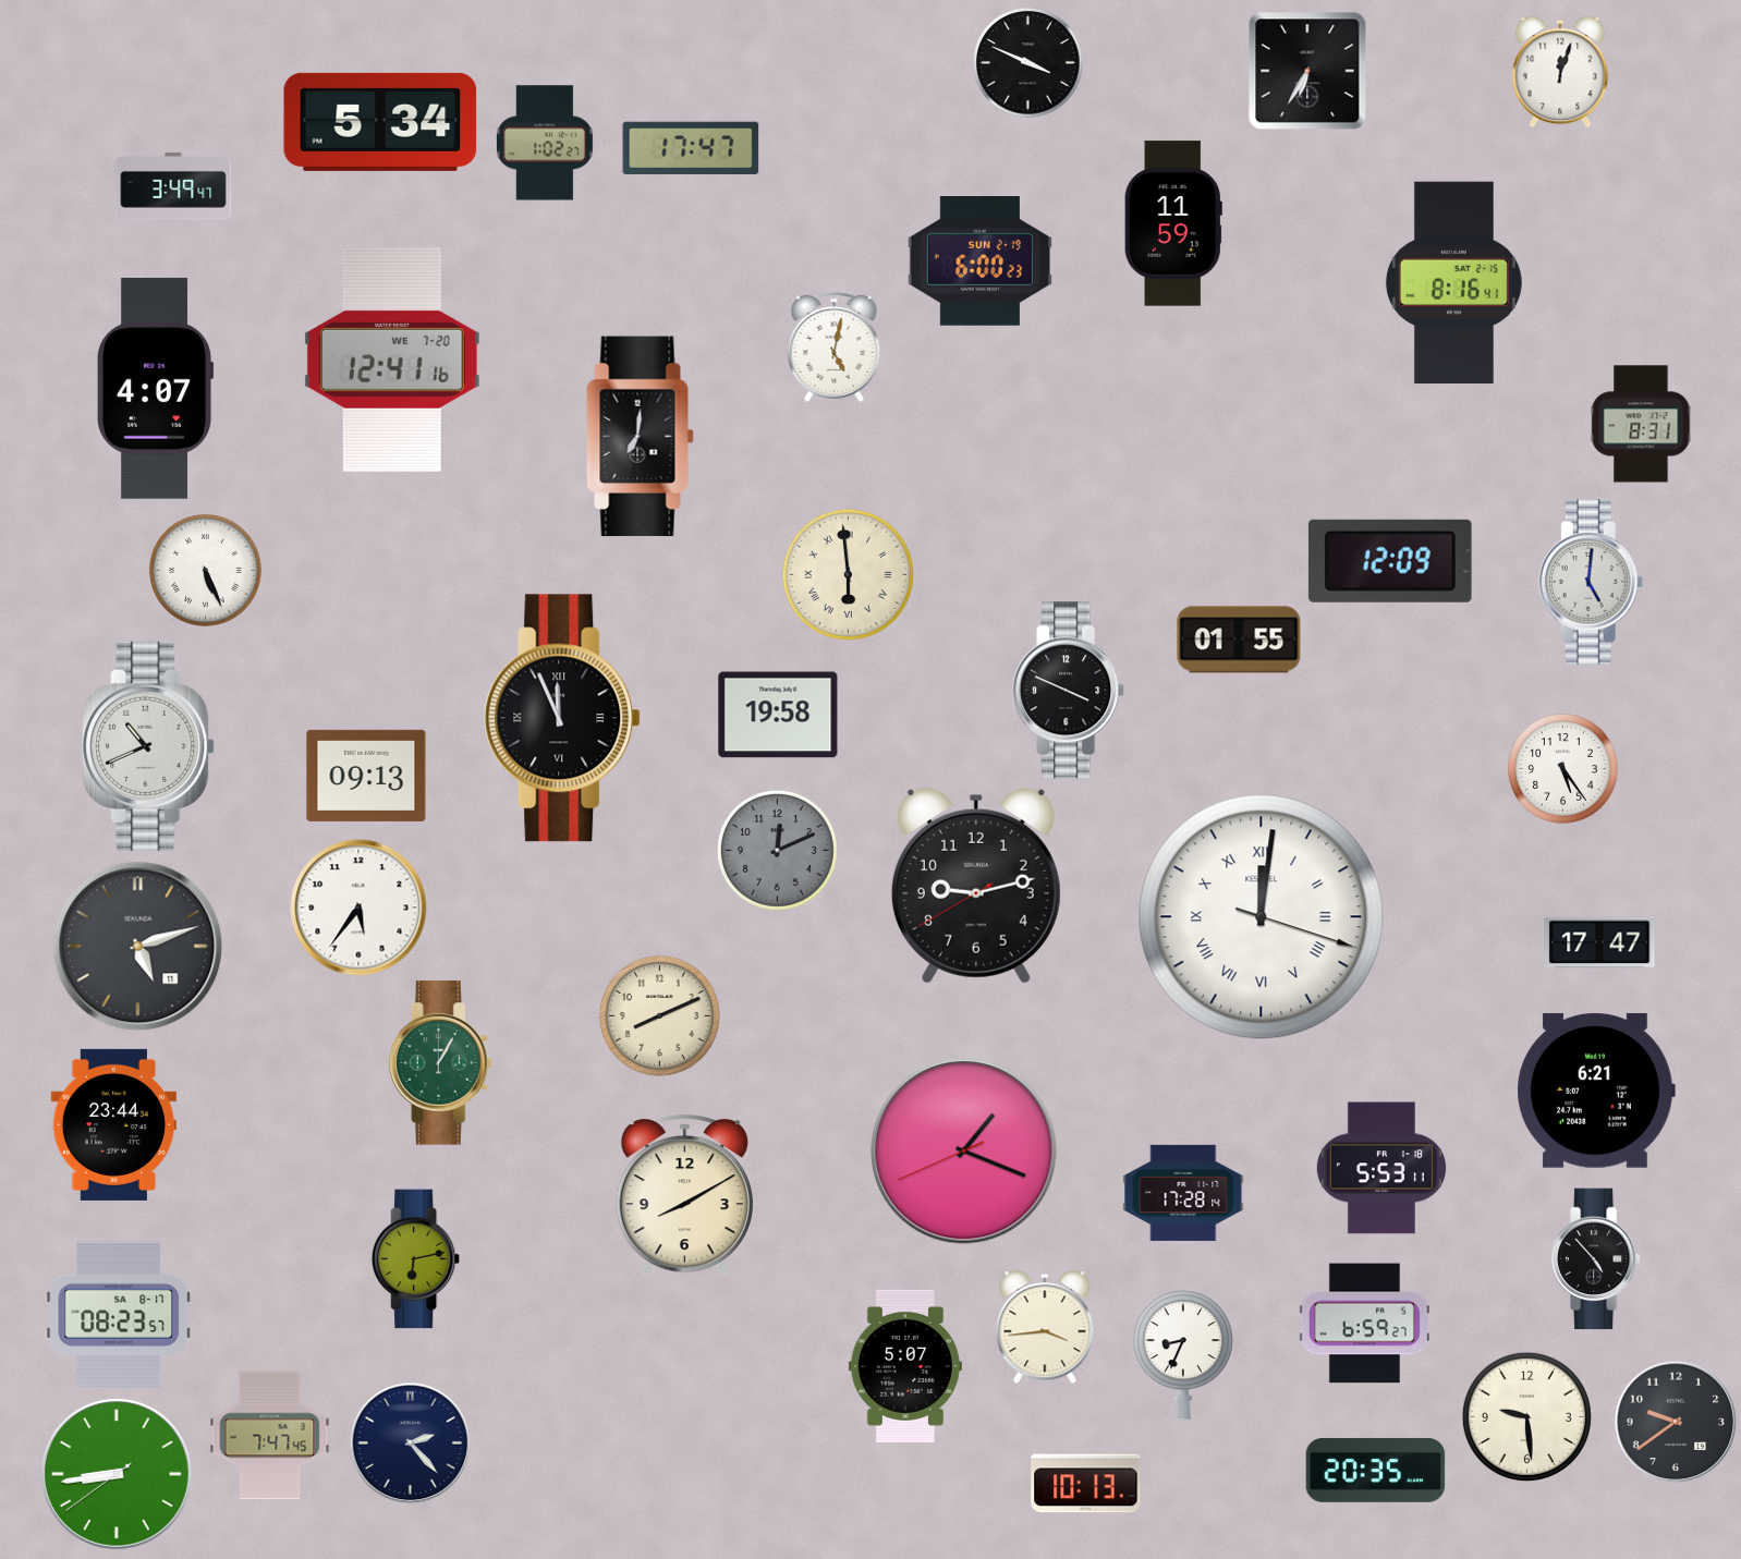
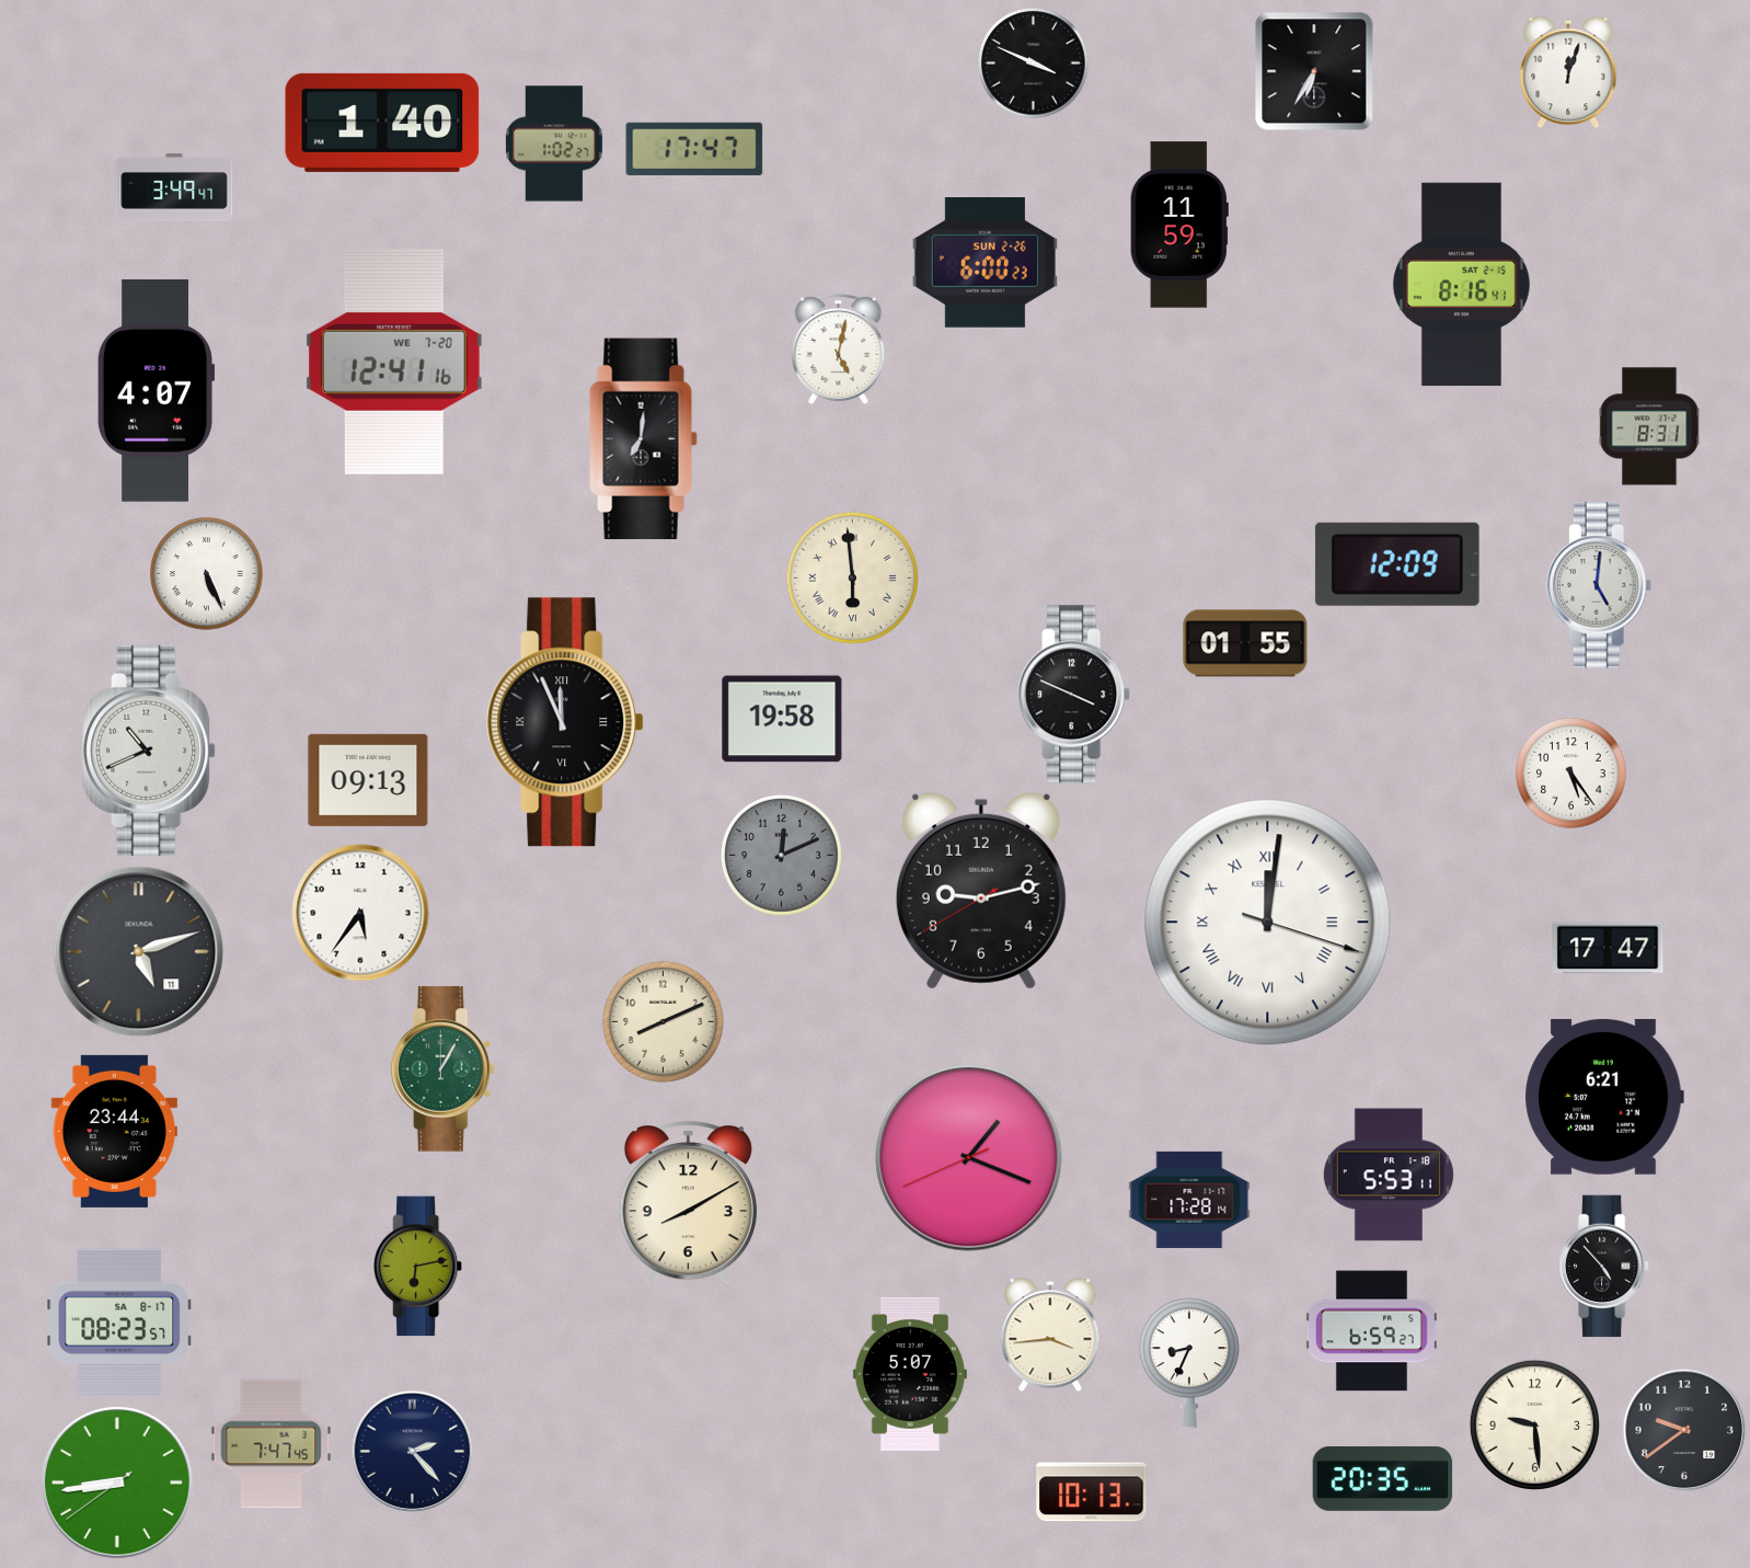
clock at (380, 122): 5:34 -> 1:40
clock at (545, 143) position: (545, 143) -> (554, 144)
clock at (979, 261) date: SUN 2-19 -> SUN 2-26
